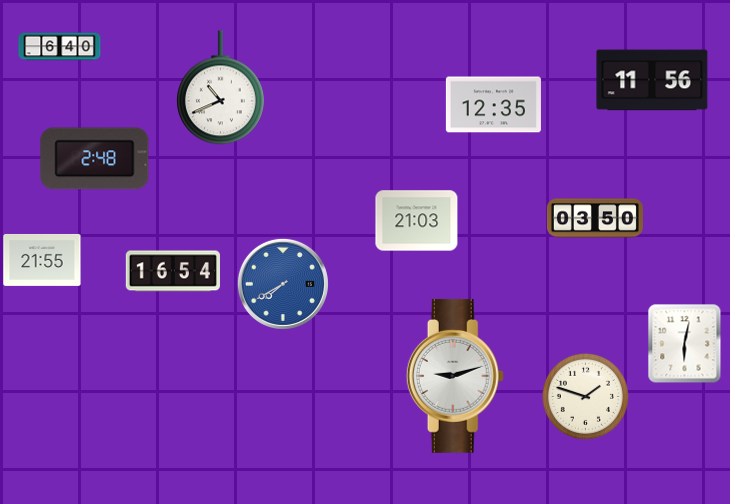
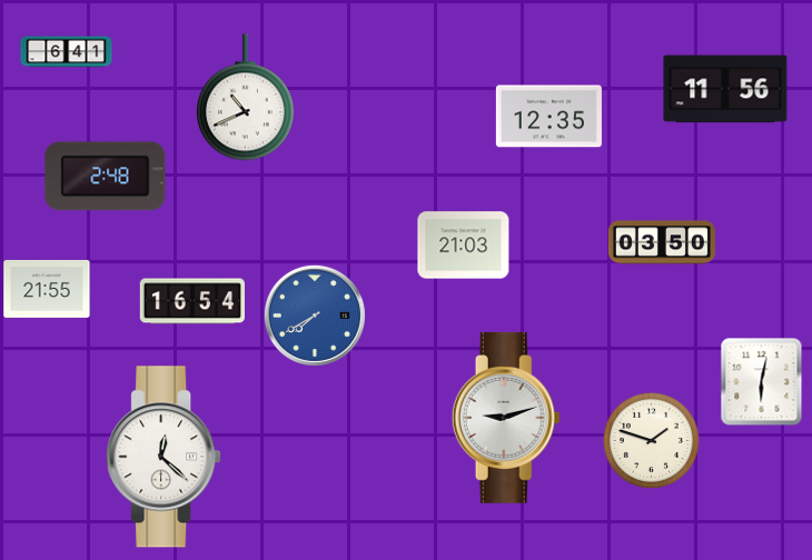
clock at (60, 47): 6:40 -> 6:41
clock at (164, 457): none -> 12:22
